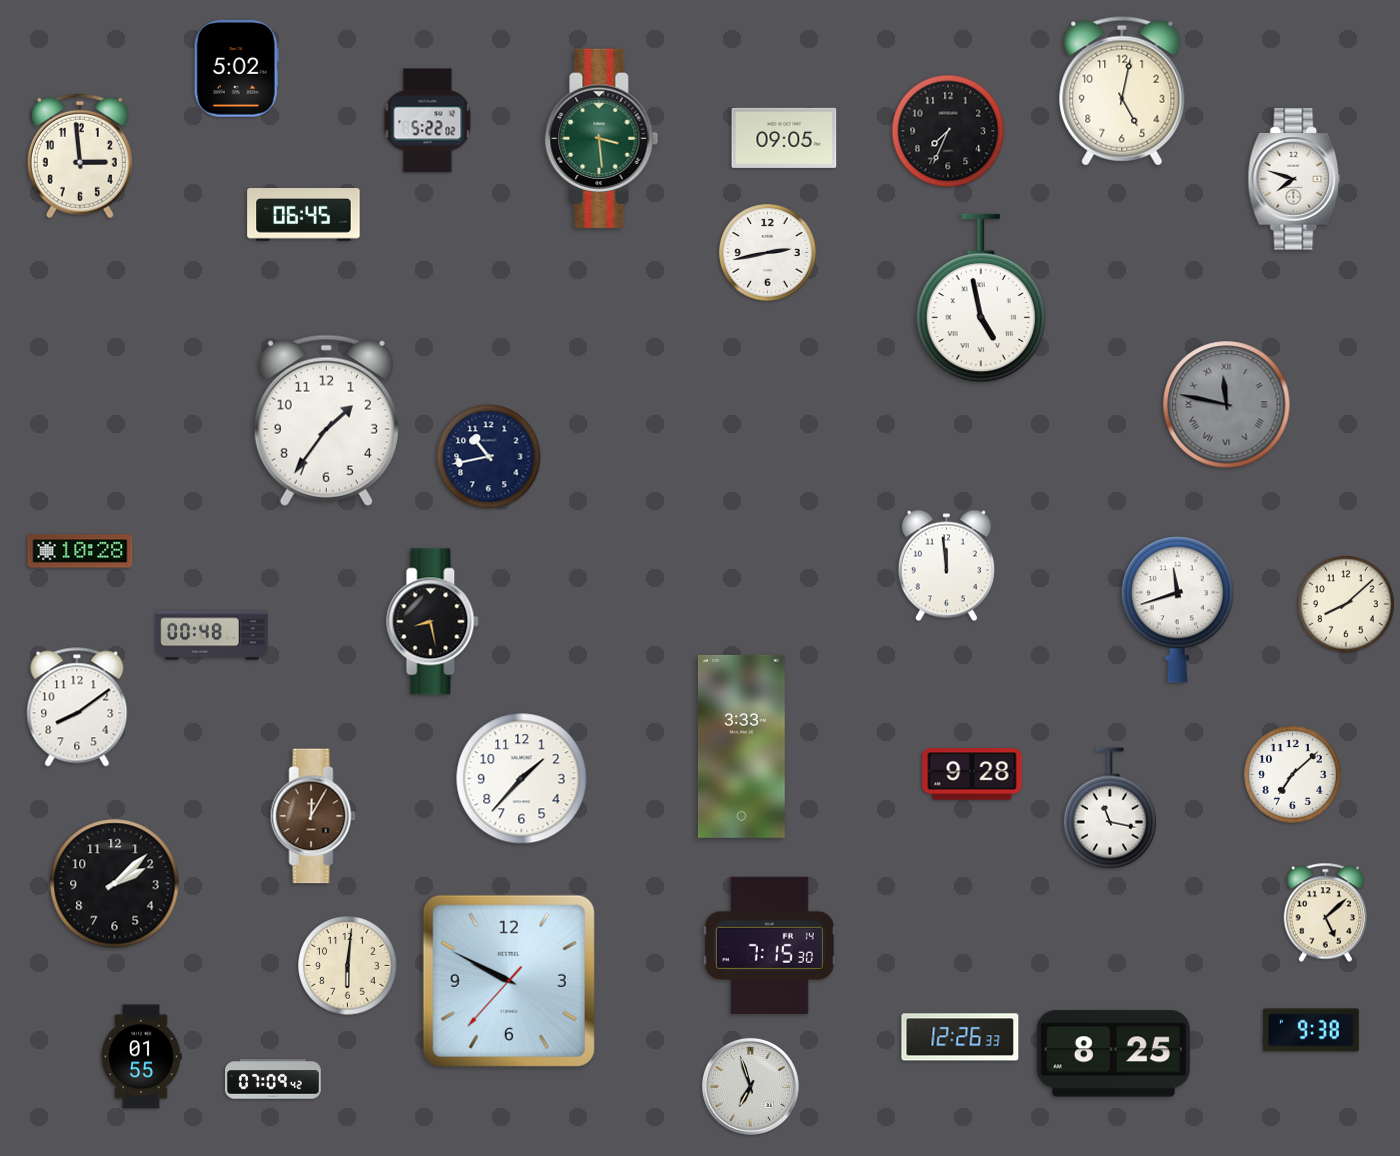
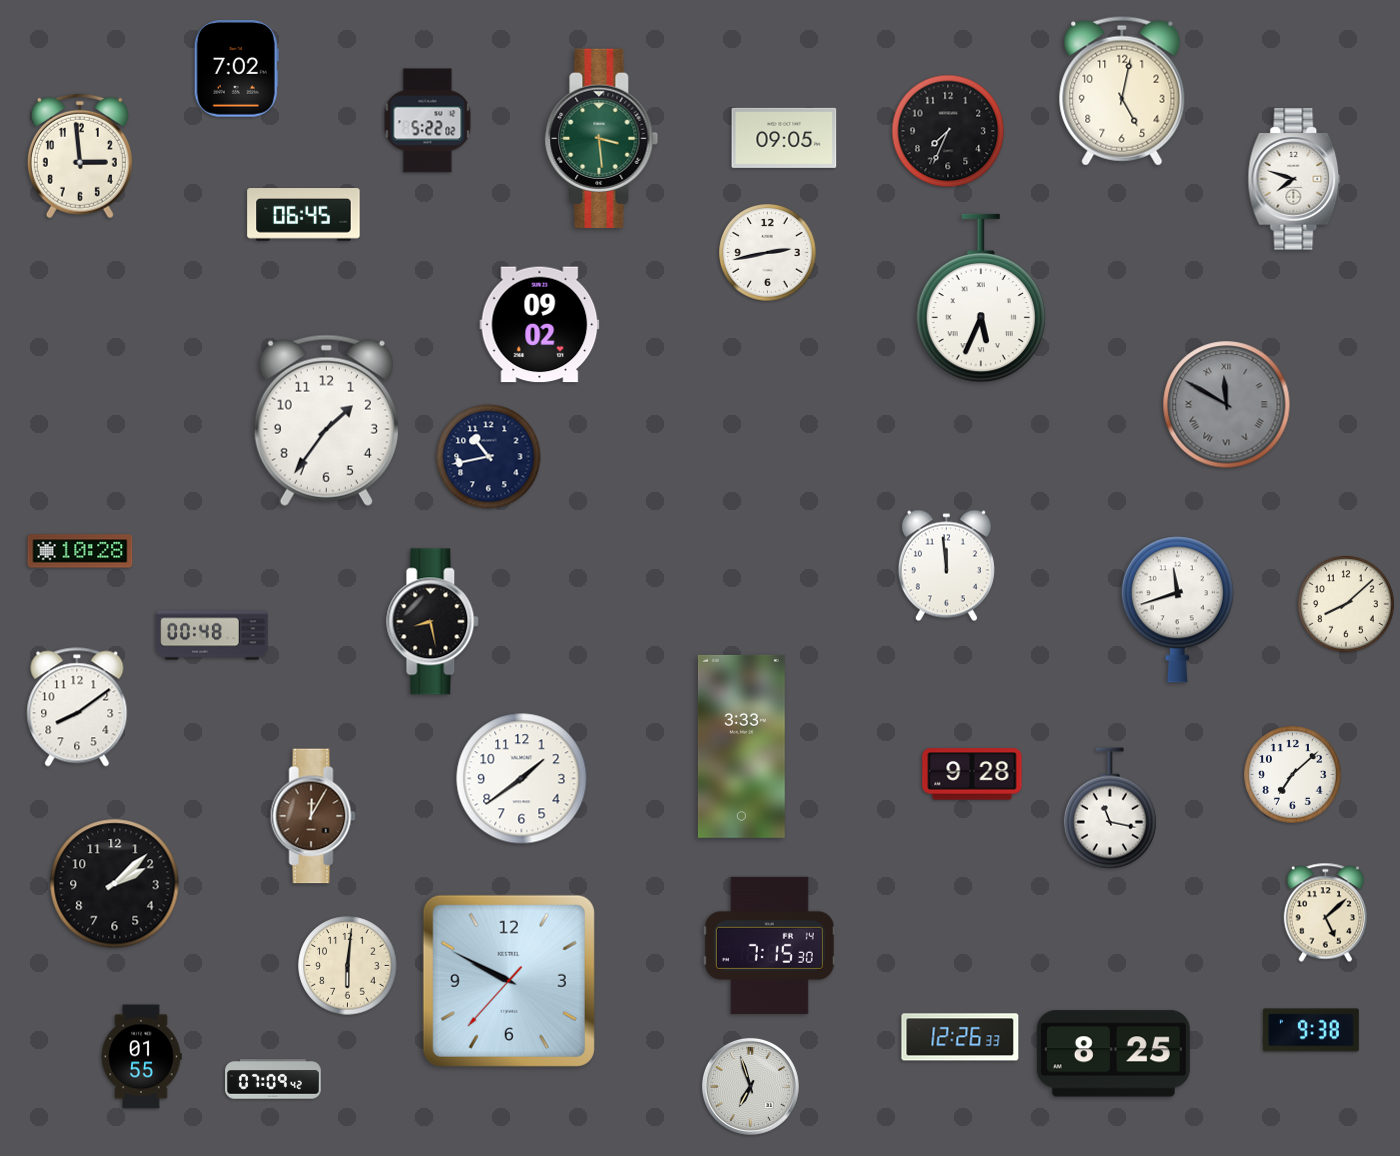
clock at (236, 69): 5:02 -> 7:02
clock at (981, 298): 4:58 -> 5:34
clock at (540, 325): none -> 09:02
clock at (1227, 405): 11:47 -> 11:50
clock at (522, 779): 1:37 -> 1:39
